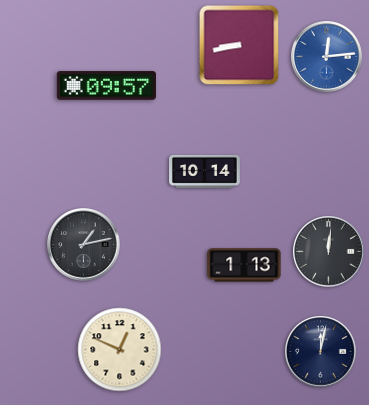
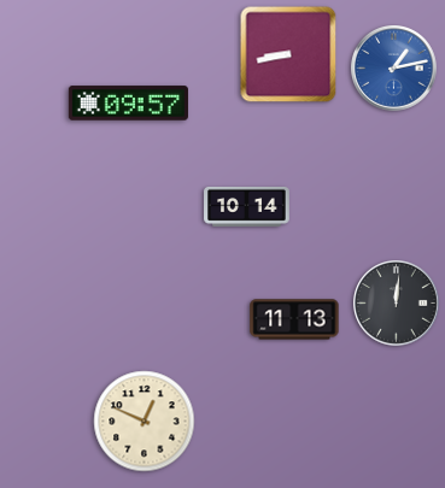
clock at (327, 57): 12:14 -> 1:13
clock at (84, 245): 1:13 -> none
clock at (244, 265): 1:13 -> 11:13
clock at (321, 352): 12:02 -> none
